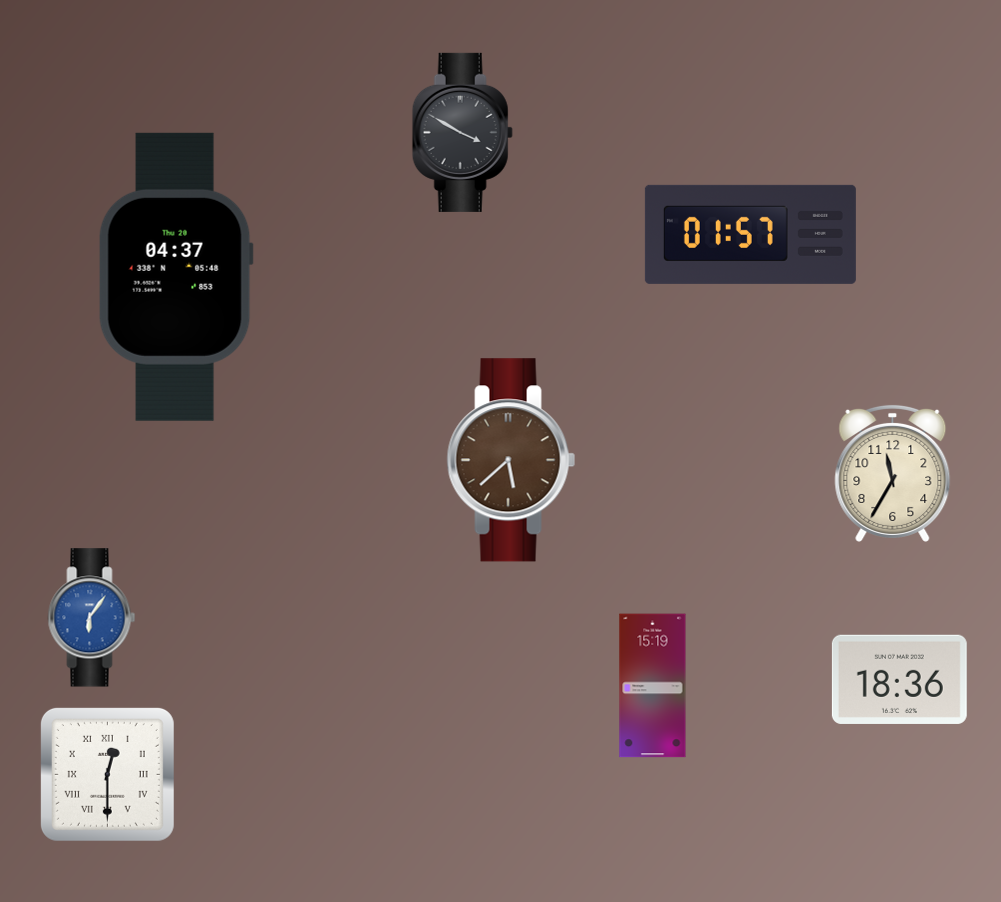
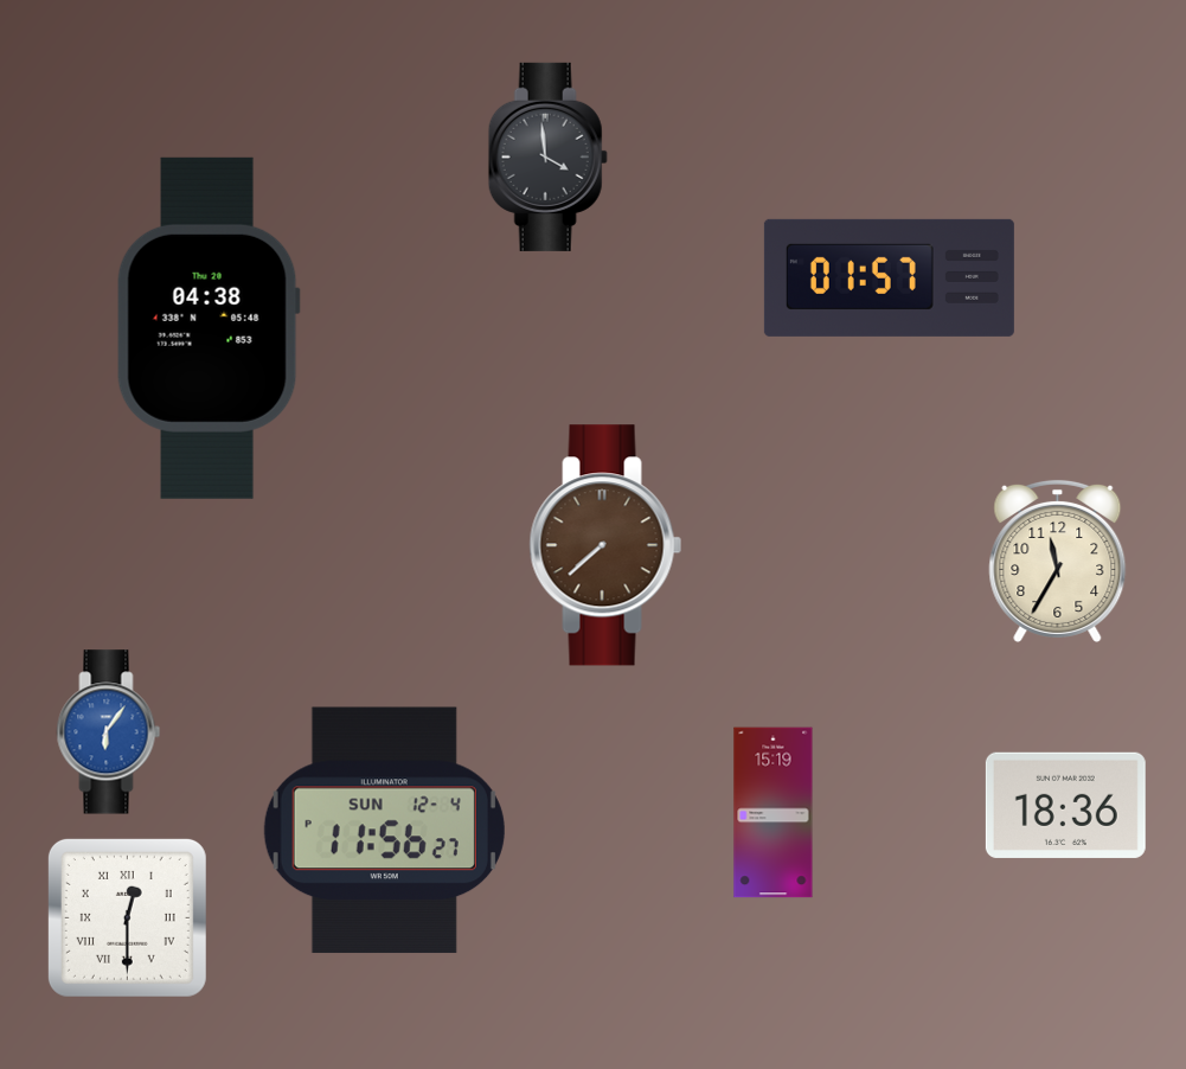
clock at (462, 132): 3:50 -> 3:59
clock at (176, 277): 04:37 -> 04:38
clock at (511, 460): 5:38 -> 7:38
clock at (384, 831): none -> 11:56
